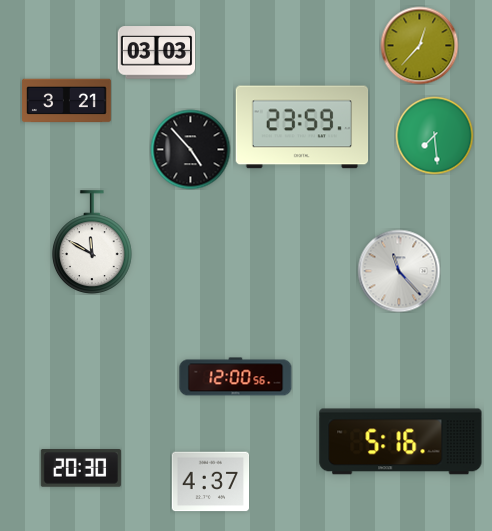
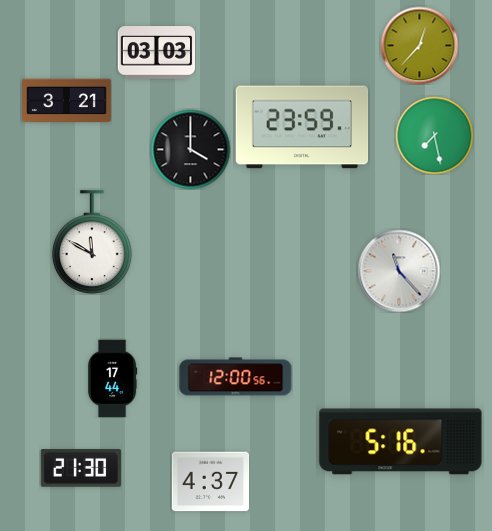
clock at (434, 135): 7:29 -> 7:28
clock at (190, 149): 4:53 -> 4:00
clock at (113, 378): none -> 17:44
clock at (81, 468): 20:30 -> 21:30
